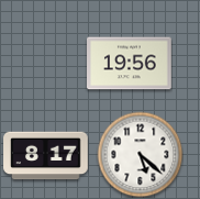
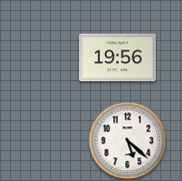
clock at (46, 156): 8:17 -> none
